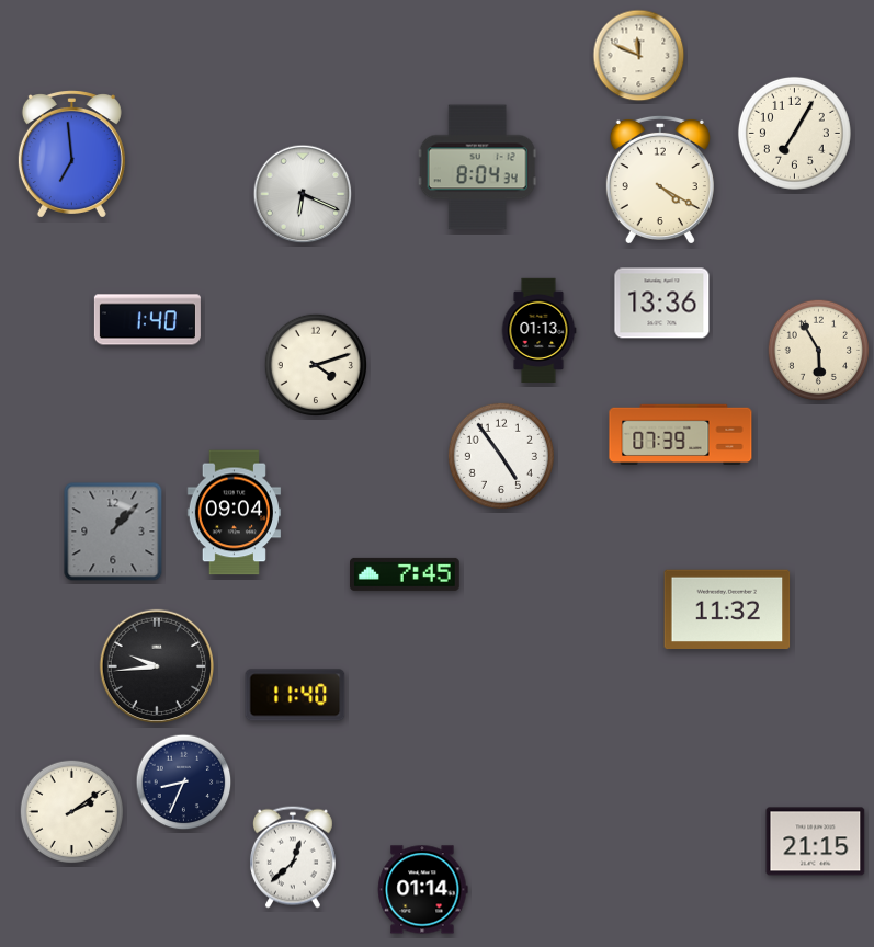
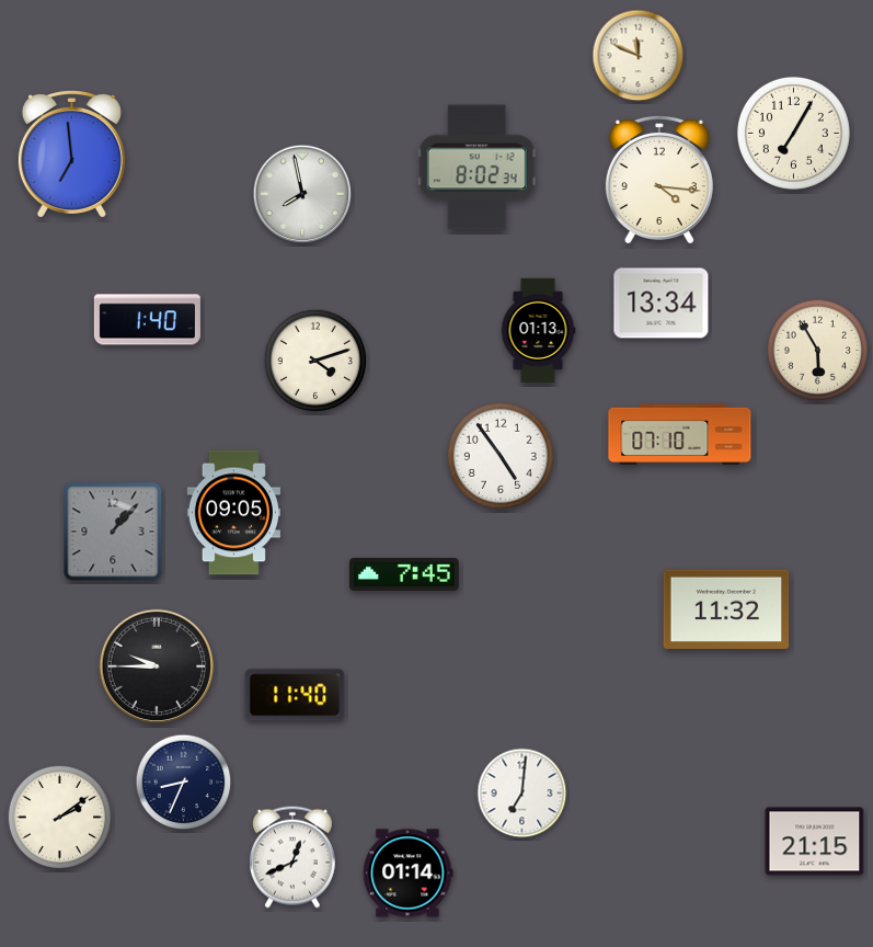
clock at (477, 168): 8:04 -> 8:02
clock at (660, 179): 4:20 -> 4:16
clock at (303, 194): 6:19 -> 7:58
clock at (662, 304): 13:36 -> 13:34
clock at (315, 364) position: (315, 364) -> (314, 360)
clock at (681, 434): 07:39 -> 07:10
clock at (234, 513): 09:04 -> 09:05
clock at (156, 665): 9:44 -> 9:45
clock at (522, 794): none -> 7:01
clock at (71, 811) position: (71, 811) -> (59, 817)
clock at (293, 857): 12:38 -> 12:41
clock at (423, 890) position: (423, 890) -> (409, 874)
